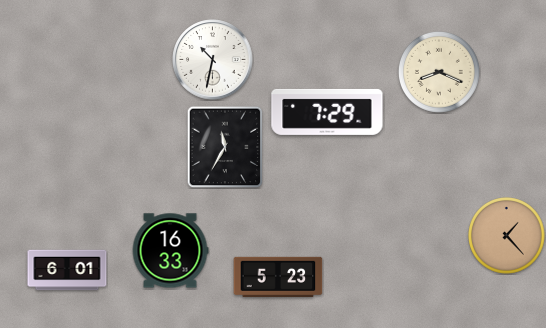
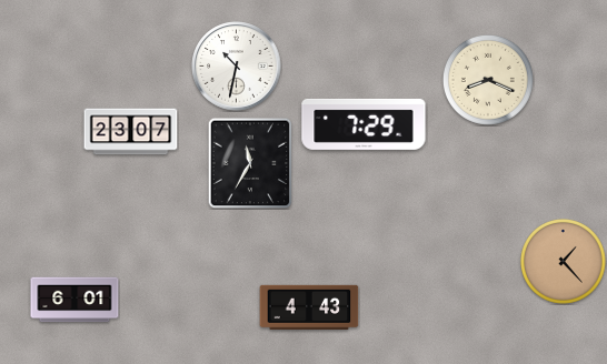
clock at (131, 132): none -> 23:07
clock at (170, 251): 16:33 -> none
clock at (278, 276): 5:23 -> 4:43
